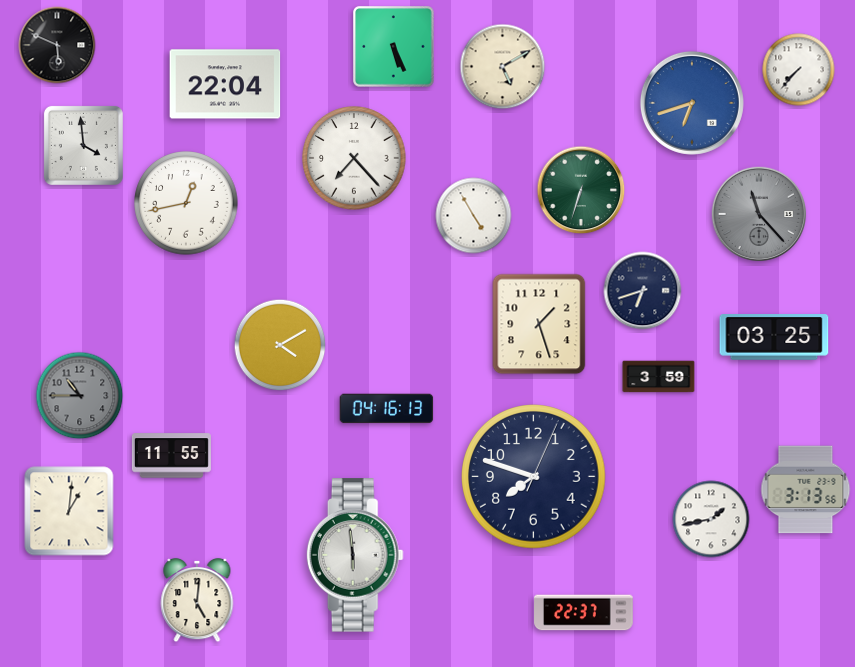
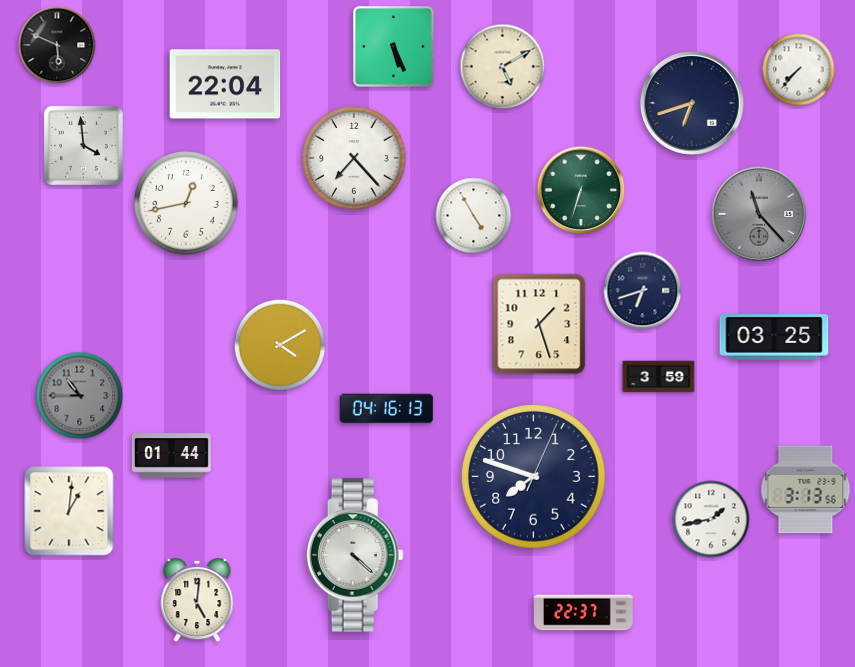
clock at (692, 103) dial: blue -> navy
clock at (171, 456): 11:55 -> 01:44
clock at (355, 555): 5:59 -> 4:22
